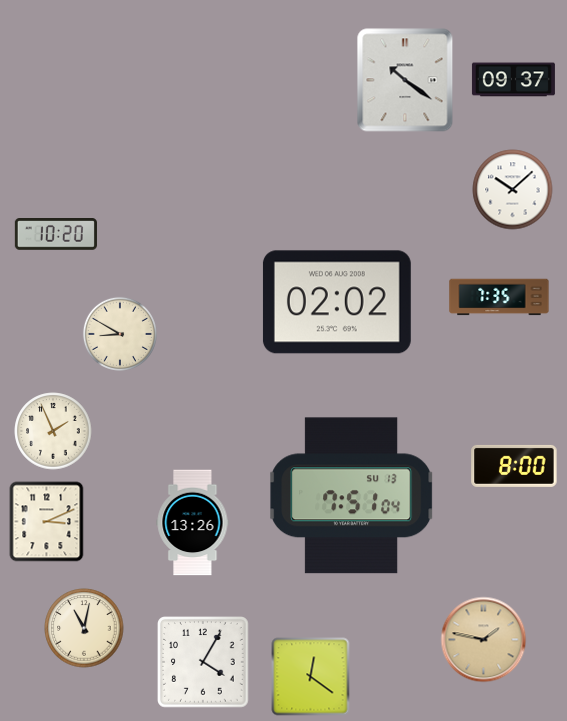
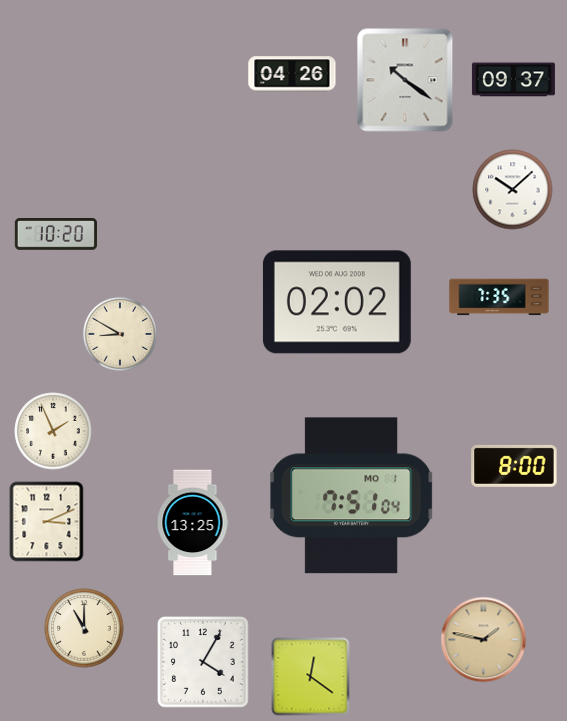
clock at (292, 74): none -> 04:26
clock at (352, 496) date: SU 13 -> MO 1
clock at (193, 523): 13:26 -> 13:25
clock at (84, 628): 11:02 -> 11:00
